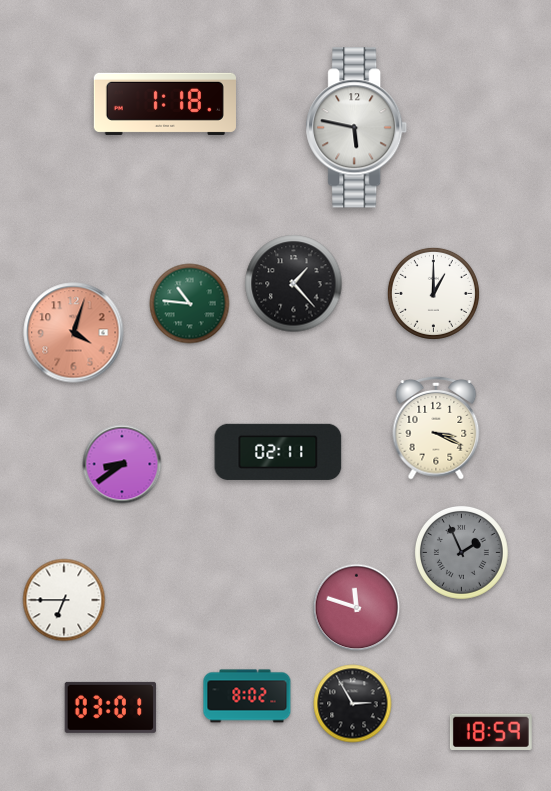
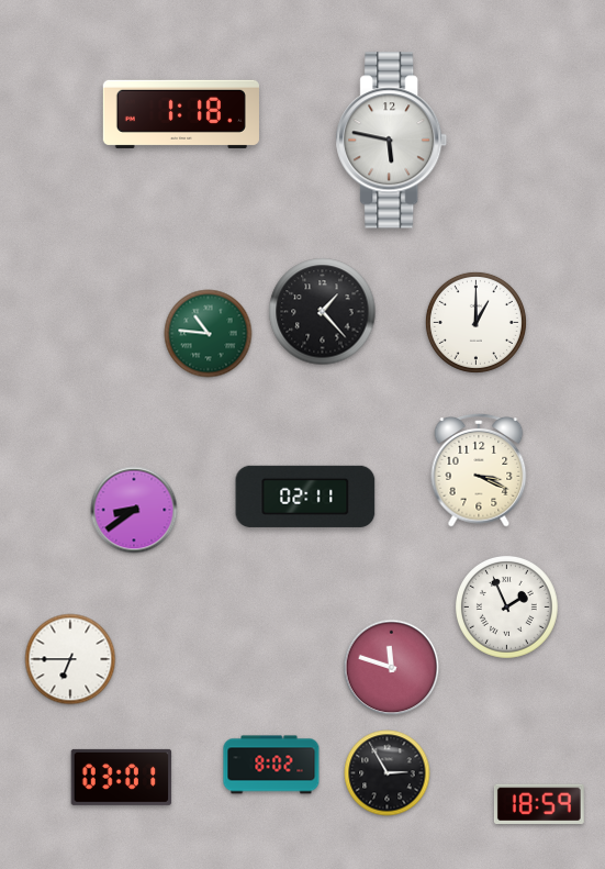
clock at (74, 333): 4:03 -> none
clock at (462, 553) dial: grey -> white
